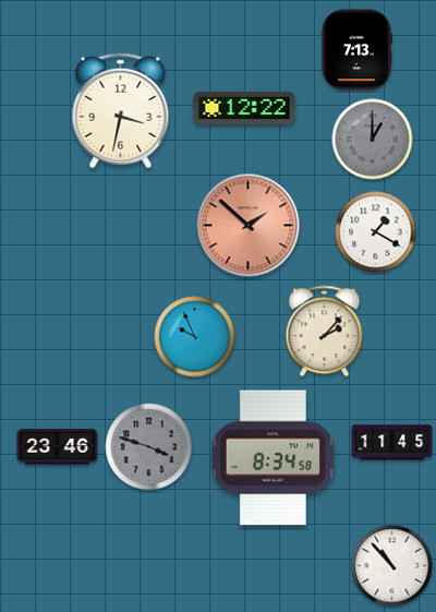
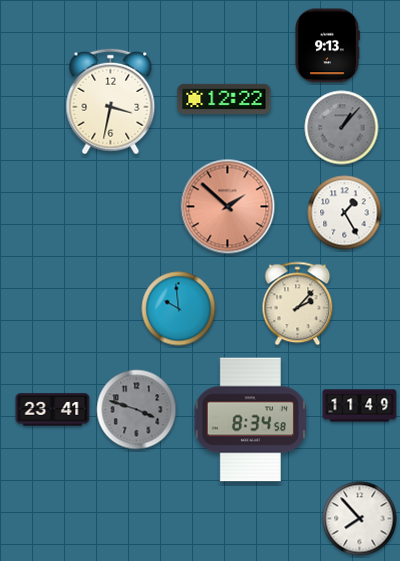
clock at (356, 50): 7:13 -> 9:13
clock at (373, 140): 1:00 -> 1:07
clock at (376, 232): 1:20 -> 1:25
clock at (195, 337): 9:56 -> 9:59
clock at (392, 443): 11:45 -> 11:49
clock at (58, 447): 23:46 -> 23:41
clock at (392, 566): 10:53 -> 7:53
